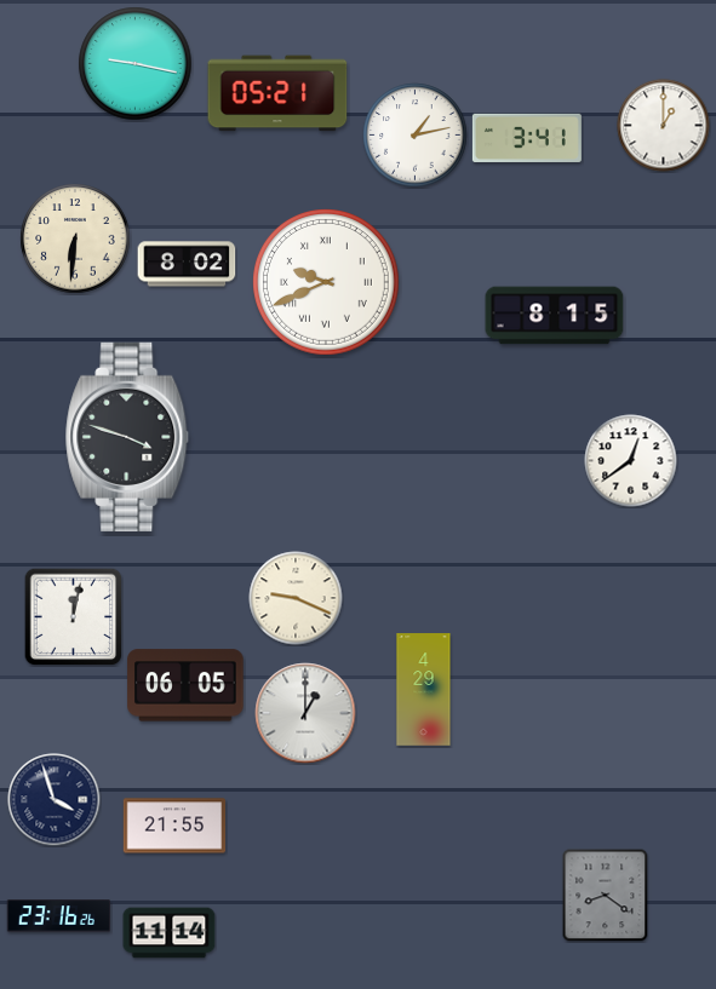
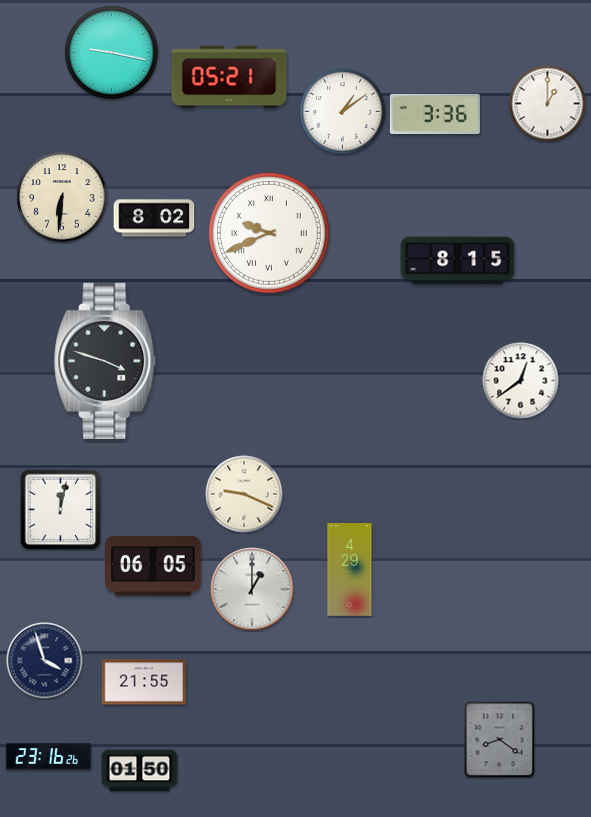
clock at (416, 136): 1:13 -> 1:09
clock at (527, 138): 3:41 -> 3:36
clock at (170, 933): 11:14 -> 01:50
